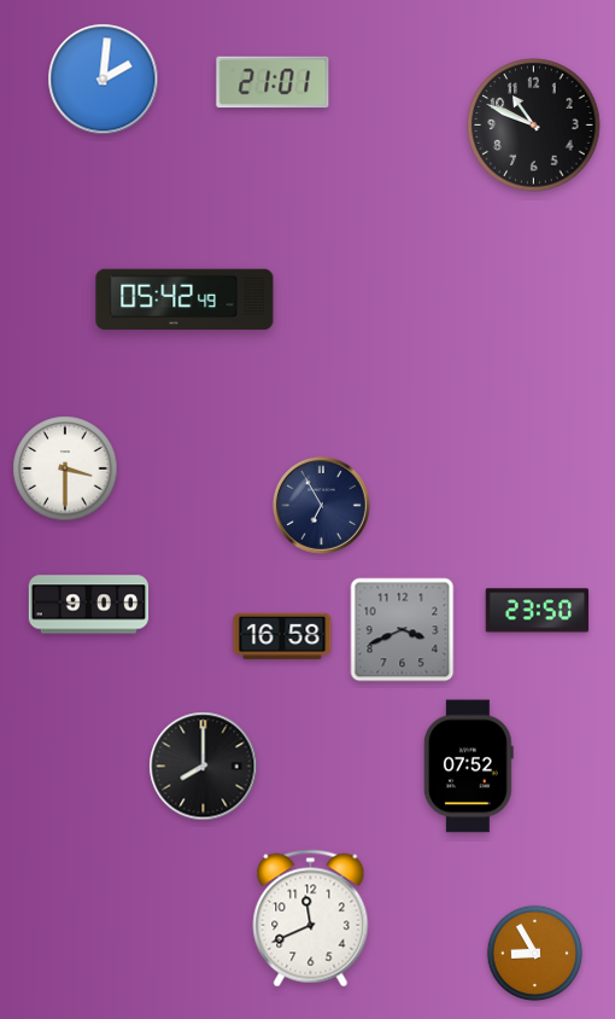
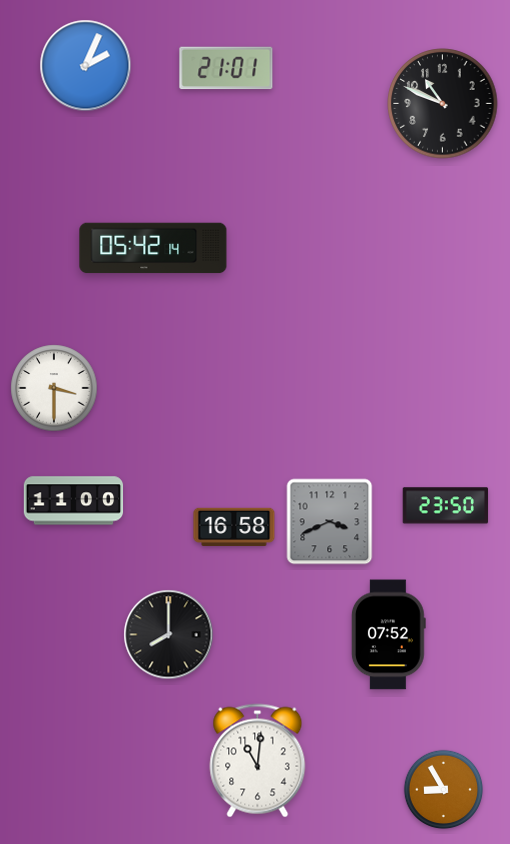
clock at (104, 80): 2:01 -> 2:04
clock at (184, 299): 05:42:49 -> 05:42:14
clock at (321, 505): 6:55 -> none
clock at (89, 605): 9:00 -> 11:00
clock at (403, 630) position: (403, 630) -> (330, 522)
clock at (311, 919): 11:41 -> 11:01
